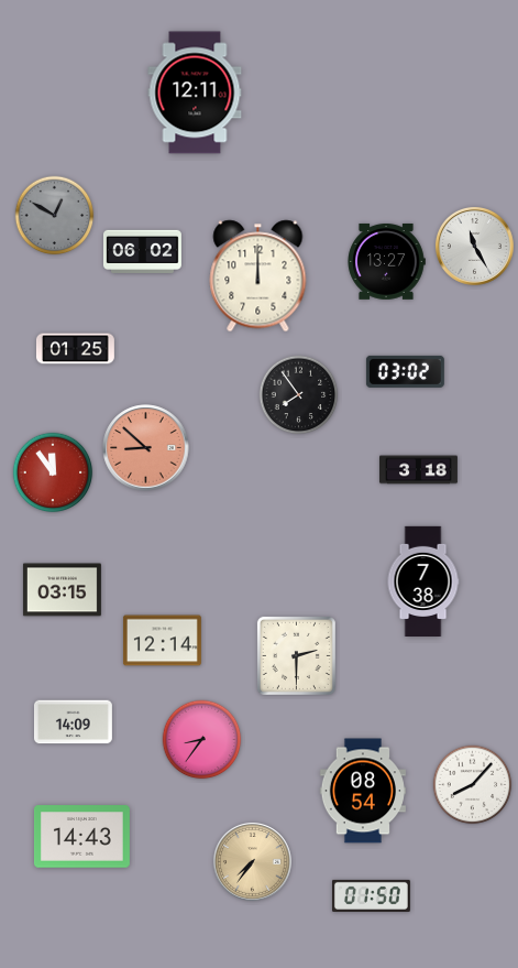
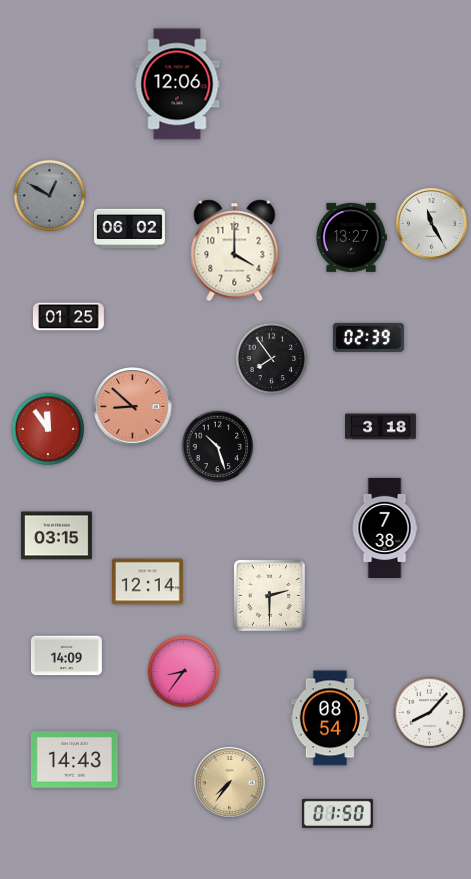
clock at (195, 93): 12:11 -> 12:06
clock at (258, 276): 12:00 -> 4:00
clock at (405, 371): 03:02 -> 02:39
clock at (218, 447): none -> 10:27
